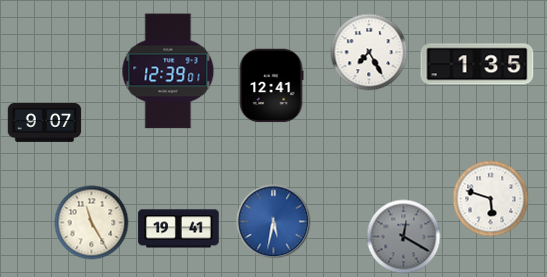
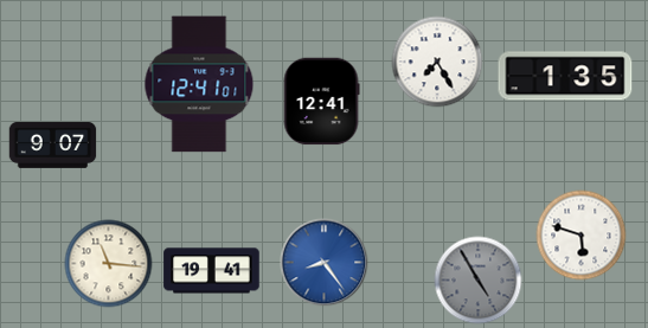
clock at (168, 71): 12:39 -> 12:41
clock at (274, 222): 5:32 -> 8:24
clock at (92, 223): 11:25 -> 11:16
clock at (404, 237): 12:20 -> 4:55
